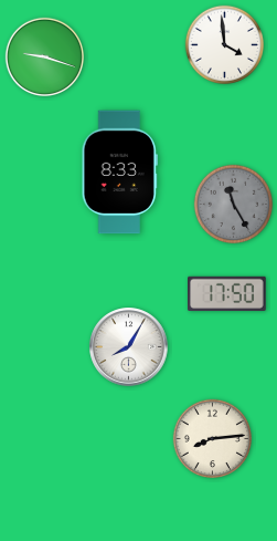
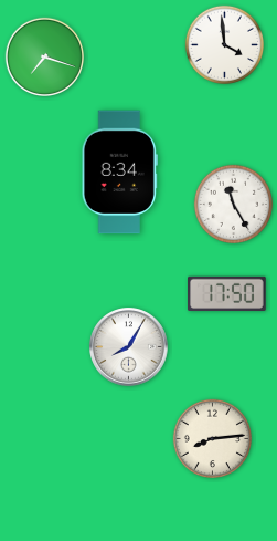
clock at (45, 58): 9:18 -> 7:18
clock at (119, 173): 8:33 -> 8:34
clock at (234, 205) dial: grey -> white
